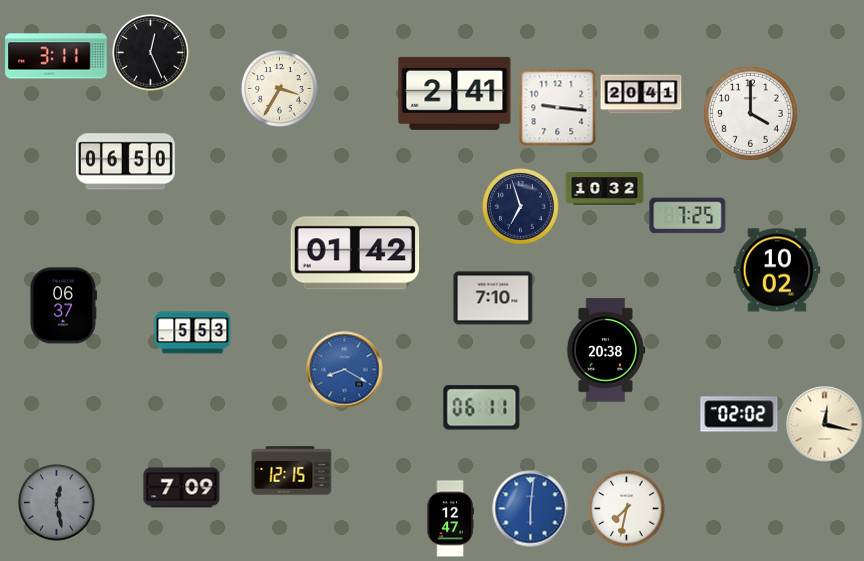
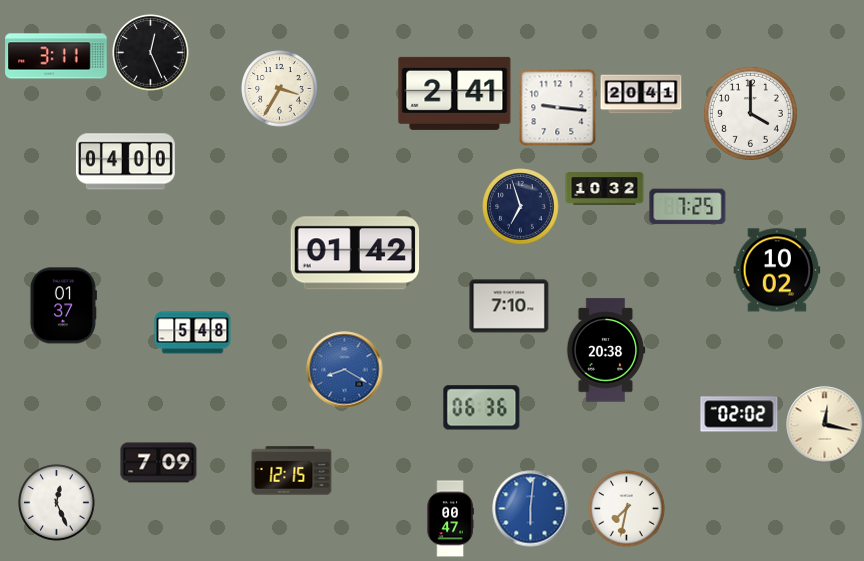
clock at (125, 162): 06:50 -> 04:00
clock at (688, 216) position: (688, 216) -> (688, 207)
clock at (493, 298) position: (493, 298) -> (509, 306)
clock at (63, 306): 06:37 -> 01:37
clock at (193, 333): 5:53 -> 5:48
clock at (482, 408): 06:11 -> 06:36
clock at (182, 488) position: (182, 488) -> (159, 463)
clock at (57, 503): 12:28 -> 12:26
clock at (57, 503) dial: grey -> white
clock at (450, 519): 12:47 -> 00:47
